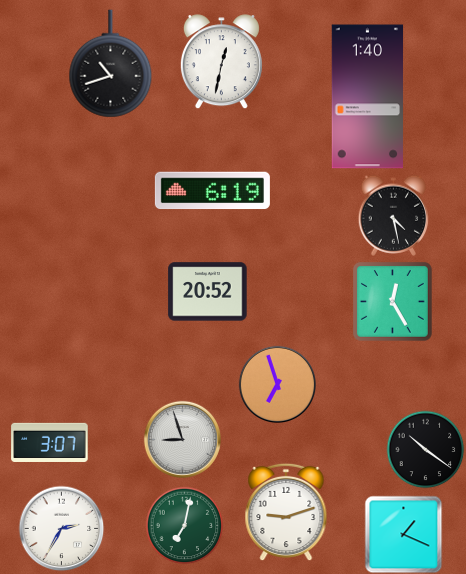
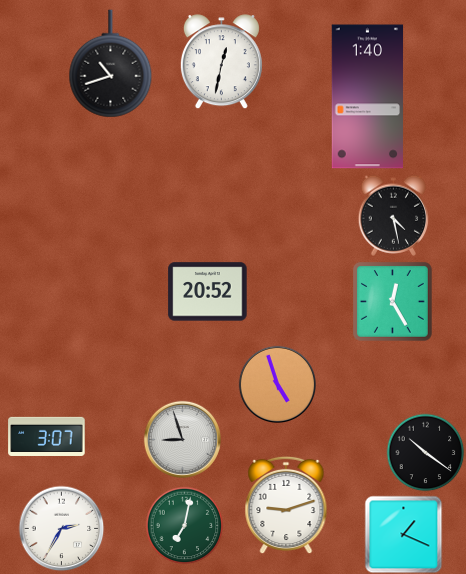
clock at (212, 191): 6:19 -> none
clock at (277, 384): 6:57 -> 4:57
clock at (50, 442) position: (50, 442) -> (47, 436)
clock at (425, 449) position: (425, 449) -> (425, 452)
clock at (286, 512) position: (286, 512) -> (286, 505)
